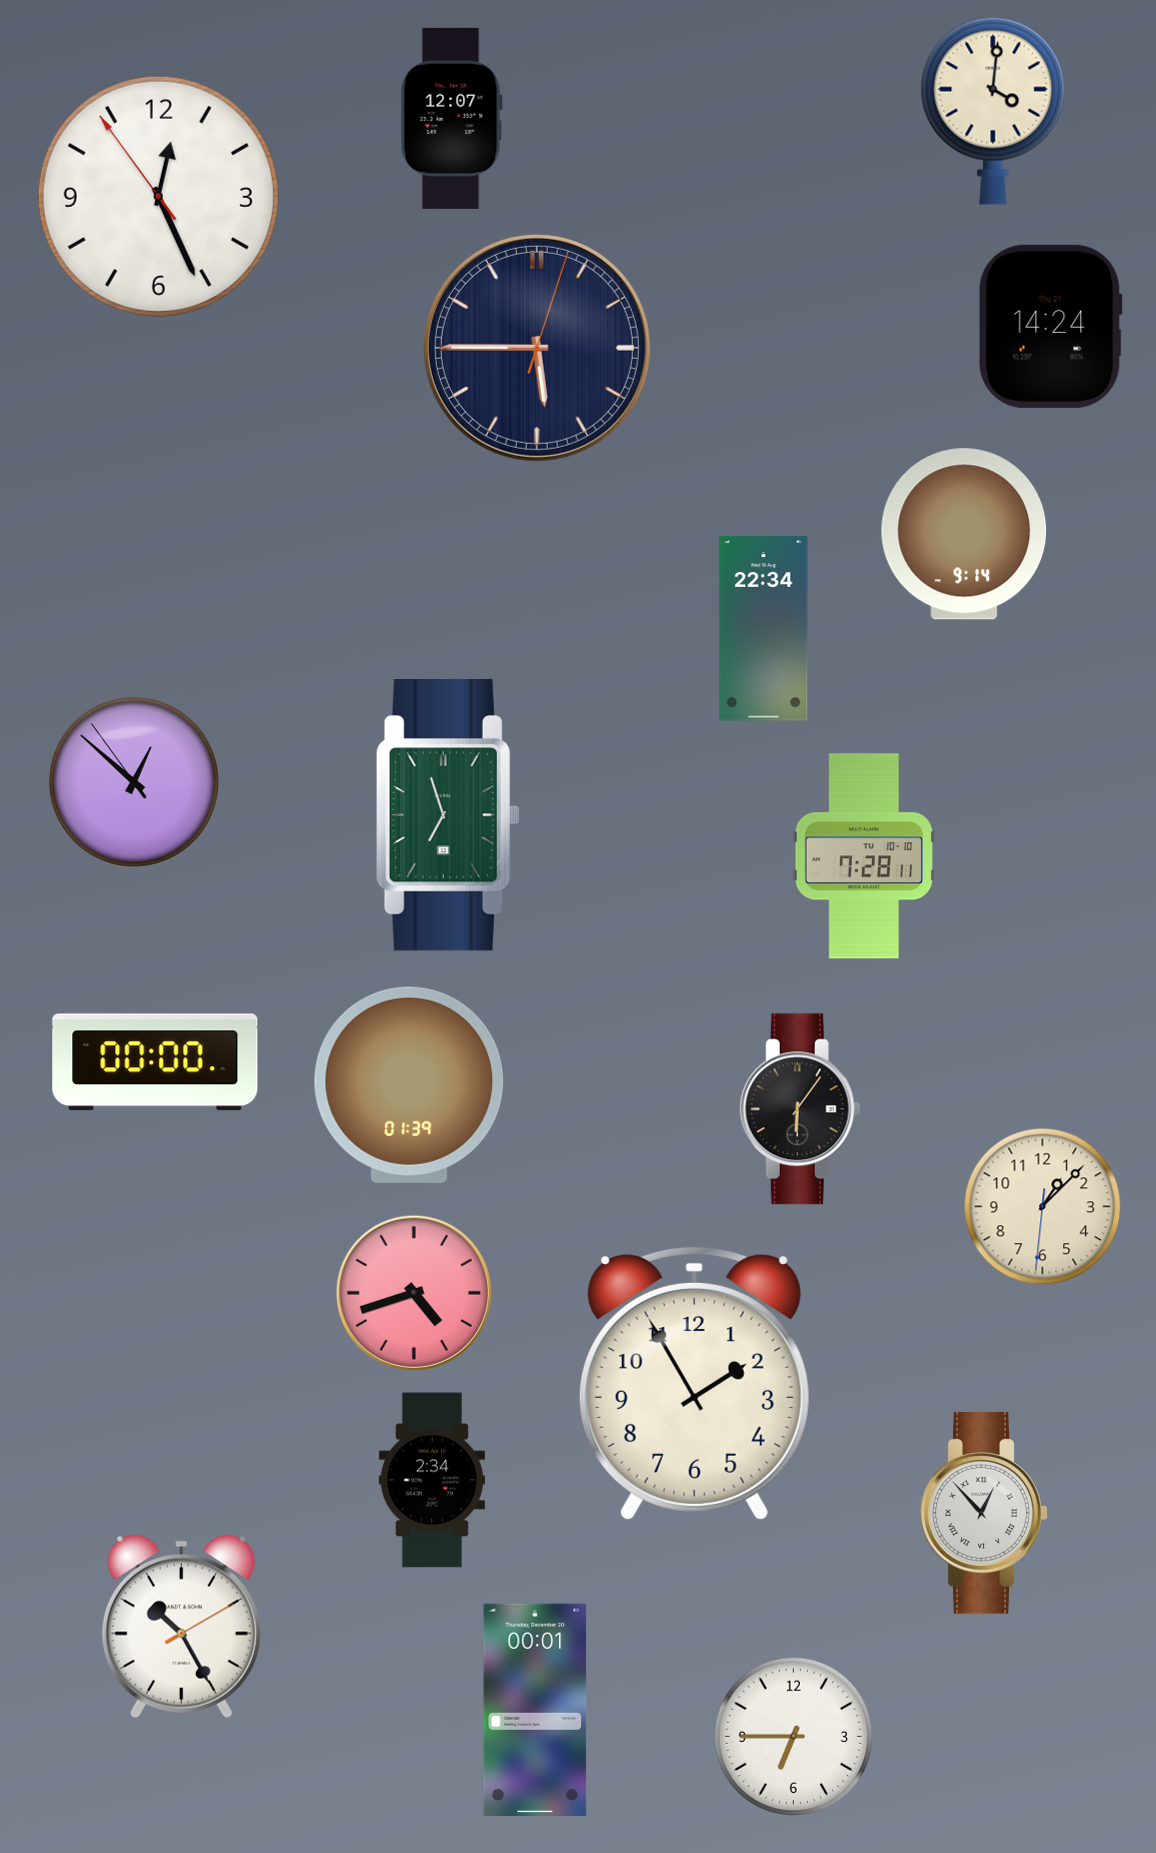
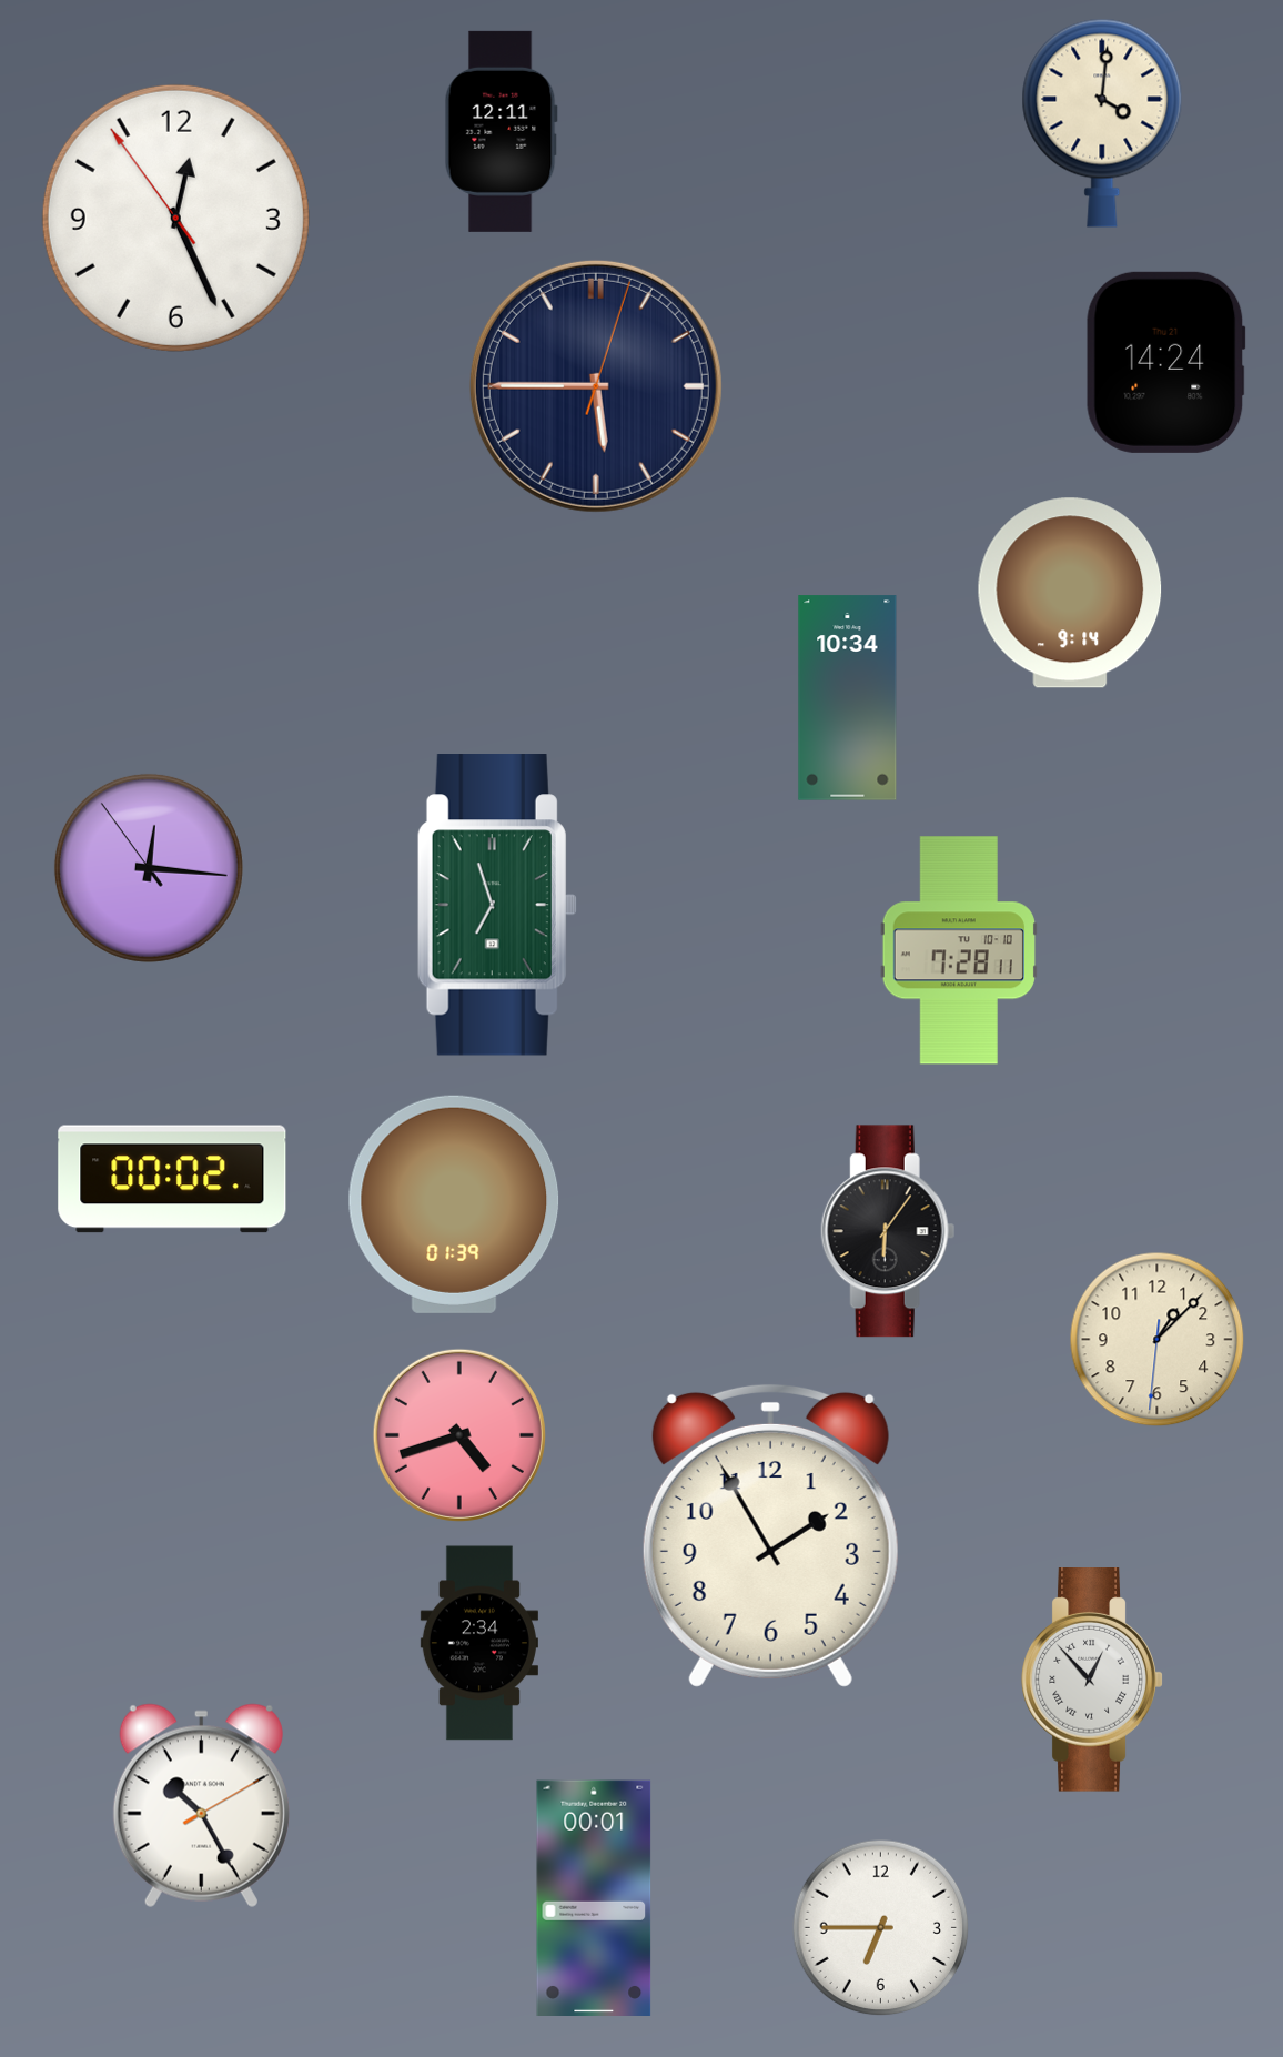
clock at (451, 118): 12:07 -> 12:11
clock at (764, 629): 22:34 -> 10:34
clock at (134, 782): 12:51 -> 12:15
clock at (155, 1062): 00:00 -> 00:02
